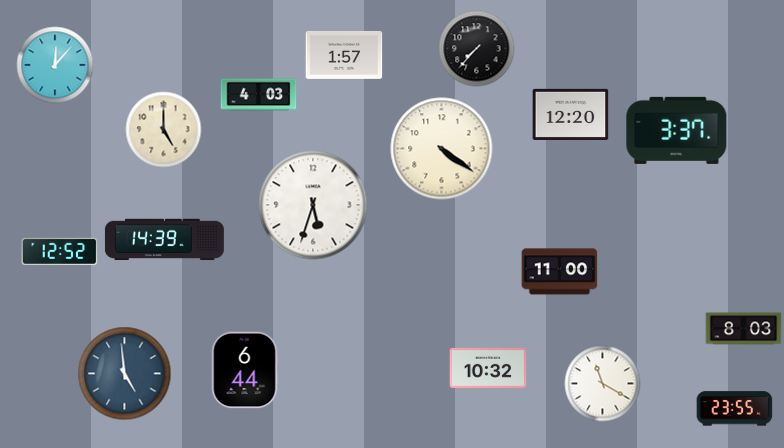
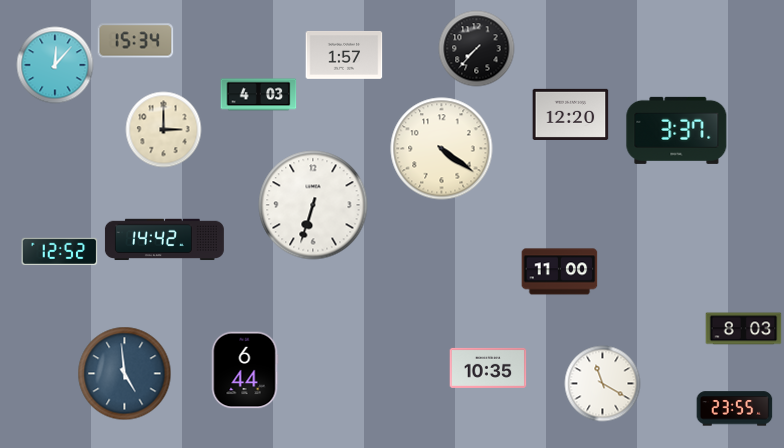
clock at (136, 41): none -> 15:34
clock at (164, 130): 5:00 -> 3:00
clock at (313, 205): 5:33 -> 6:33
clock at (164, 240): 14:39 -> 14:42
clock at (488, 368): 10:32 -> 10:35
